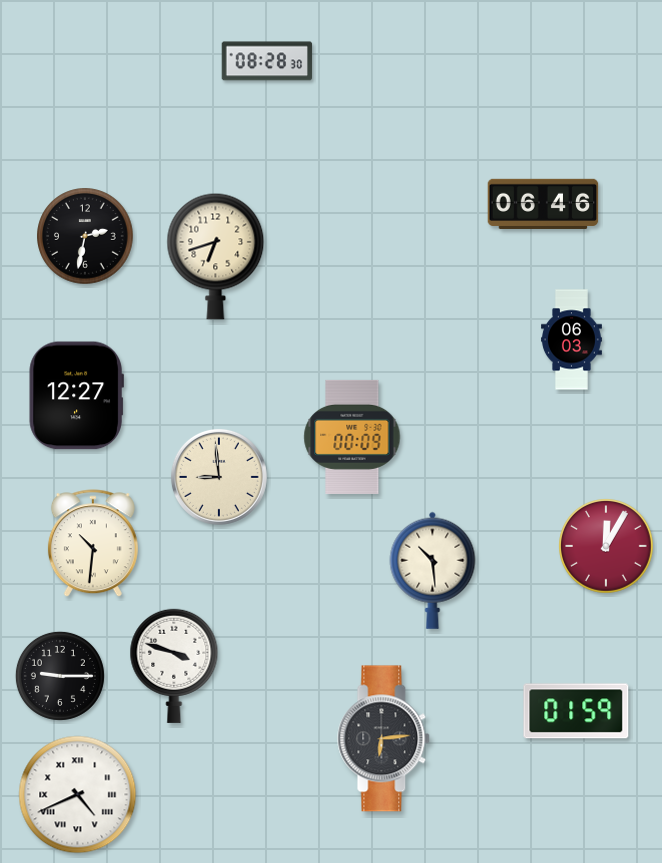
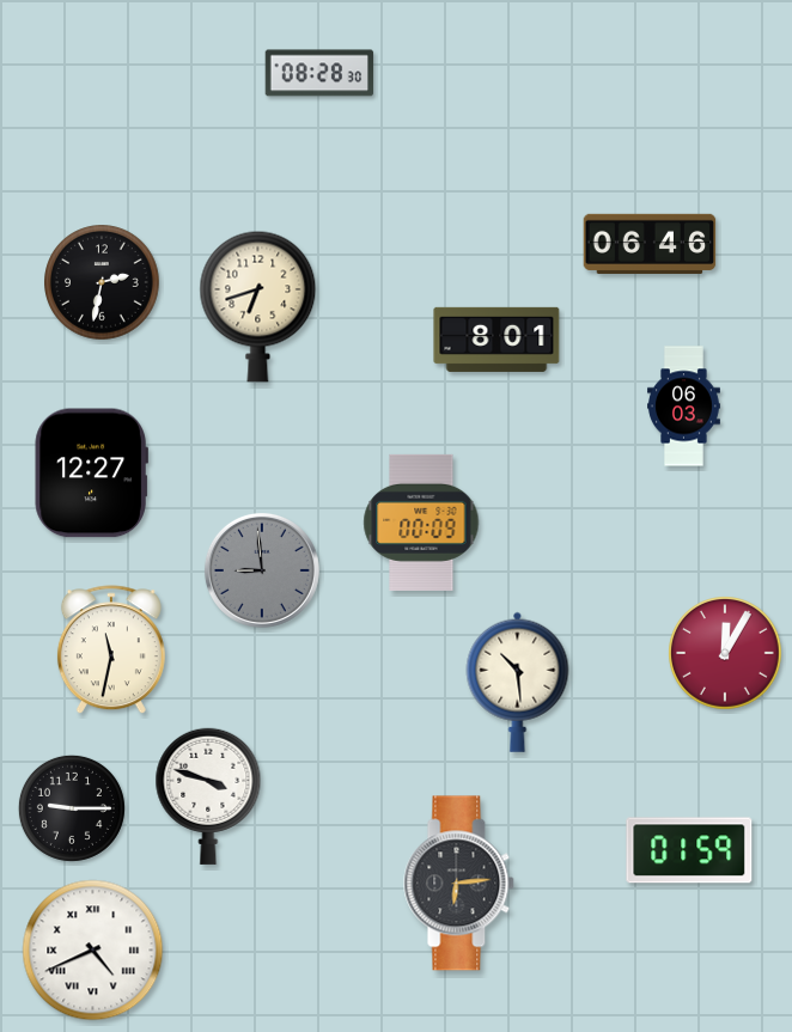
clock at (496, 340): none -> 8:01
clock at (219, 477) dial: cream -> grey
clock at (93, 544): 10:31 -> 11:32
